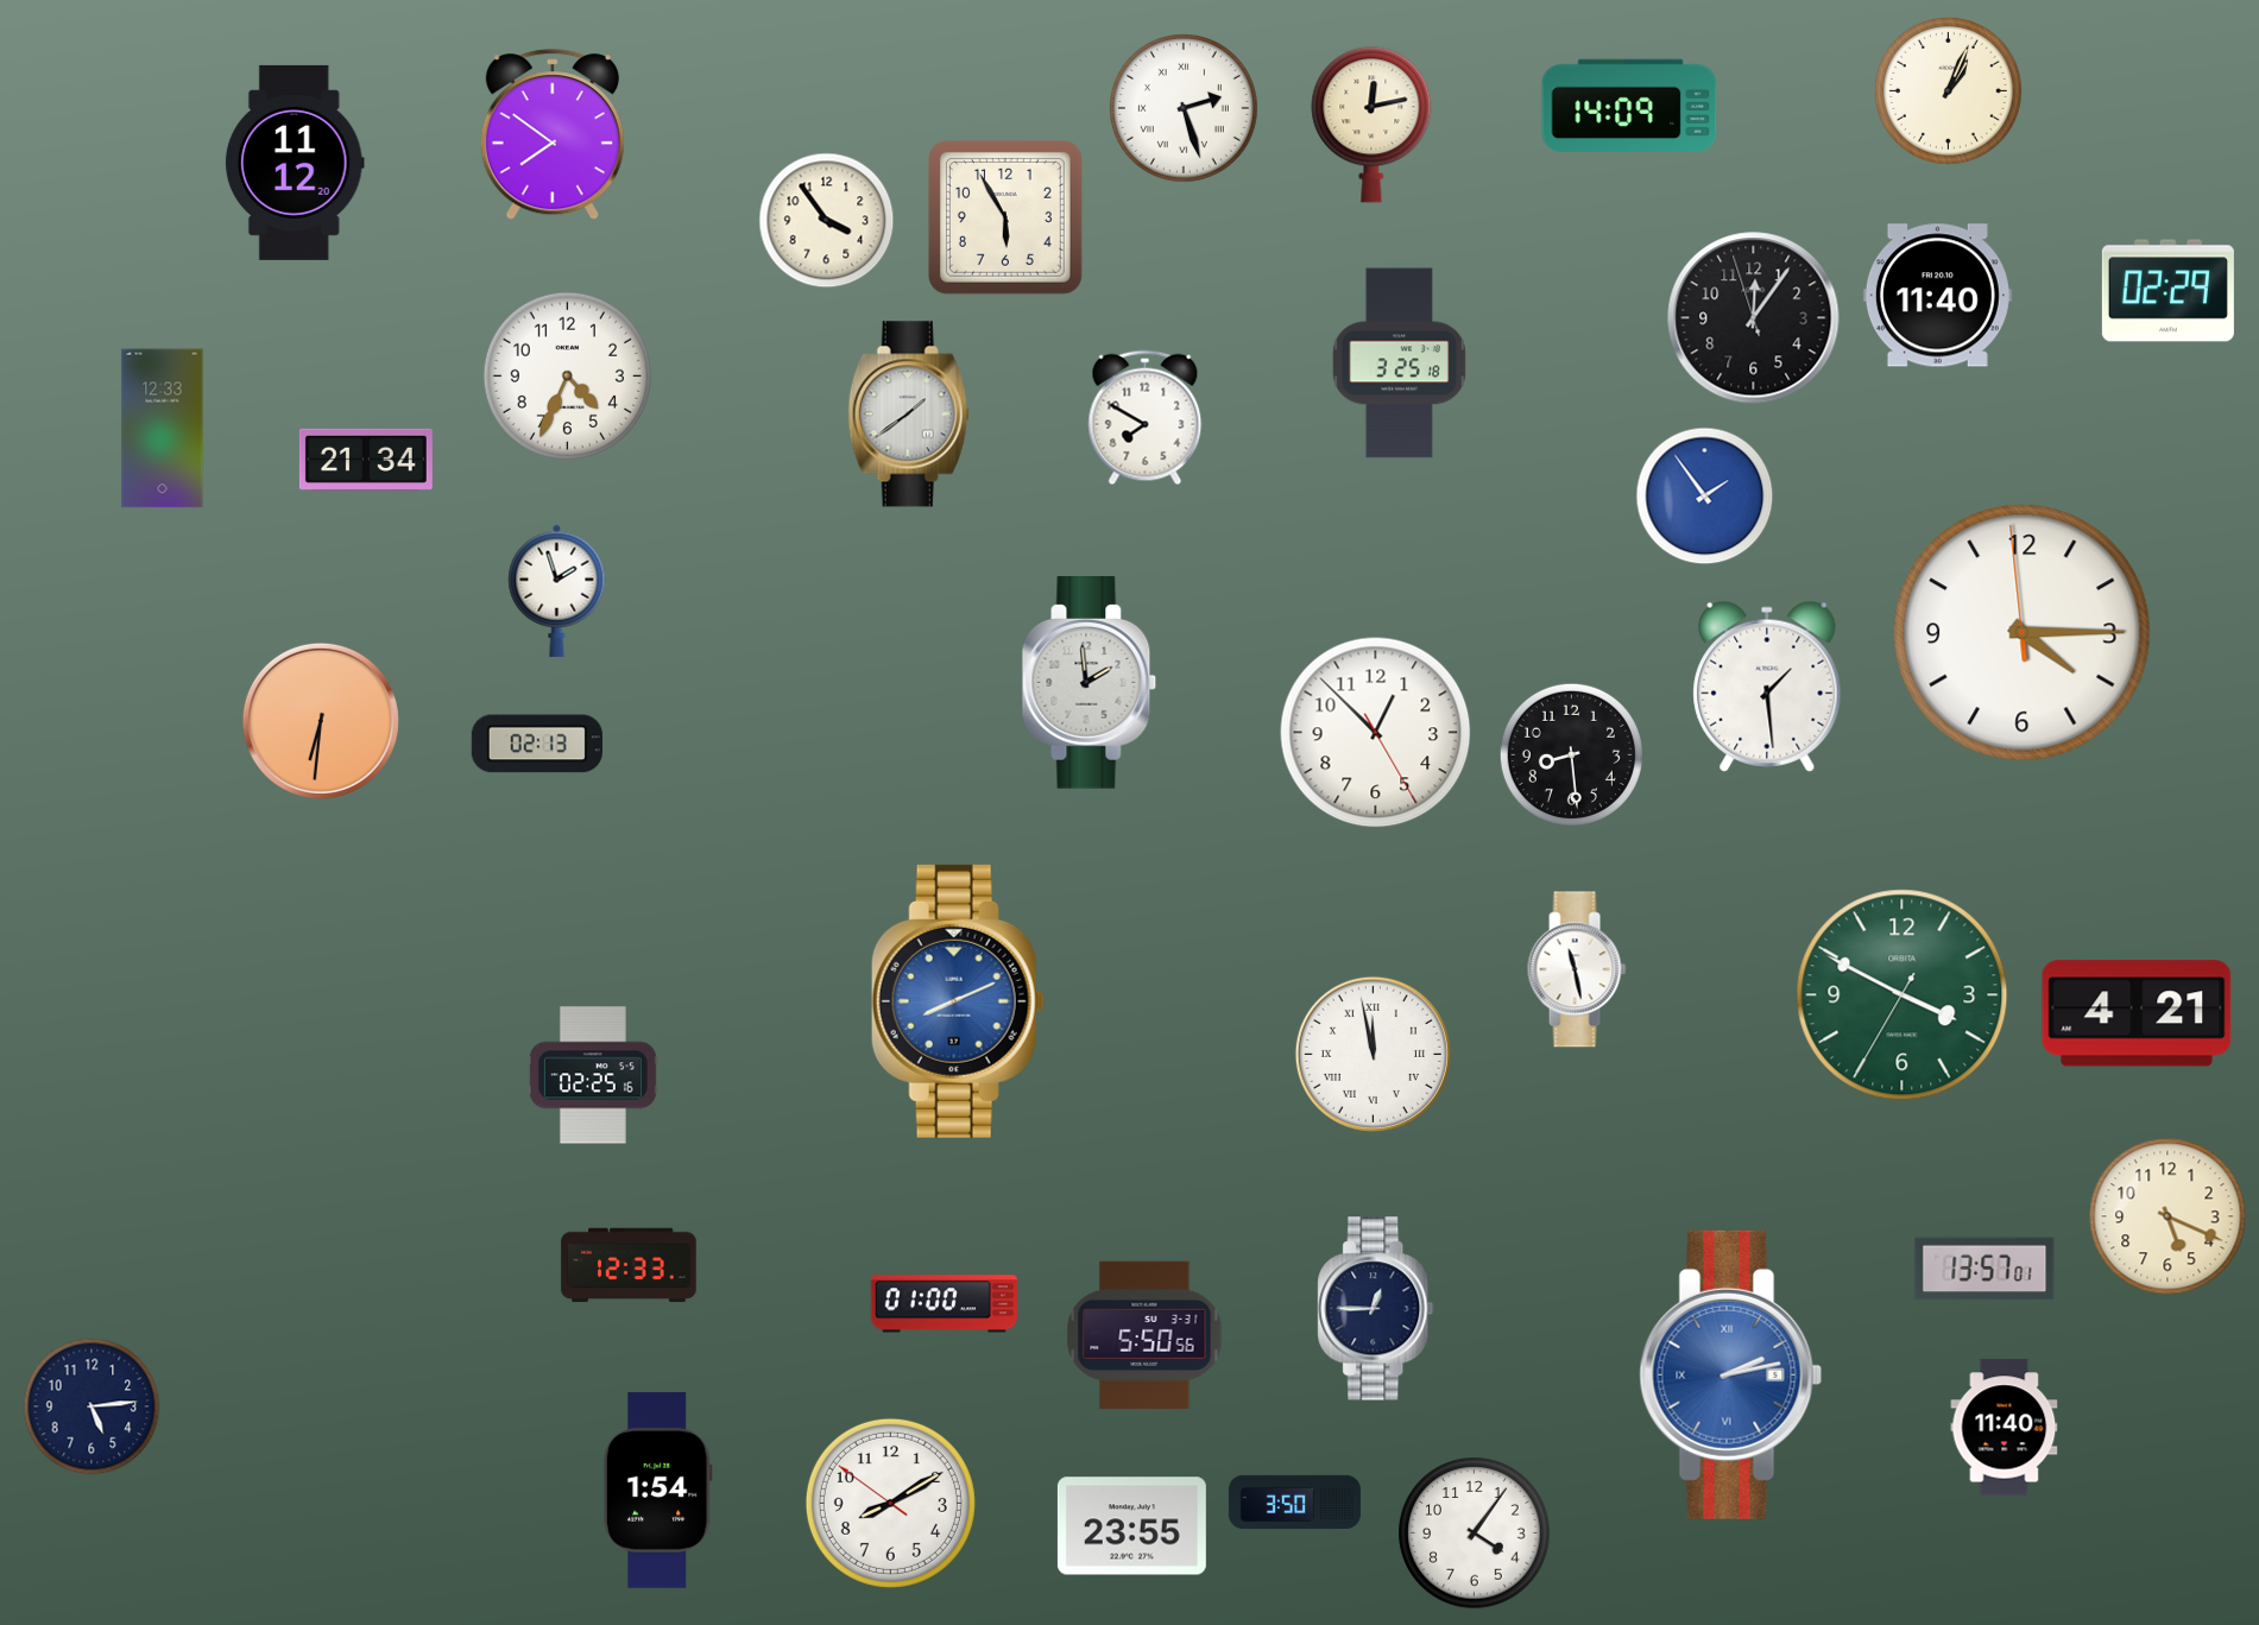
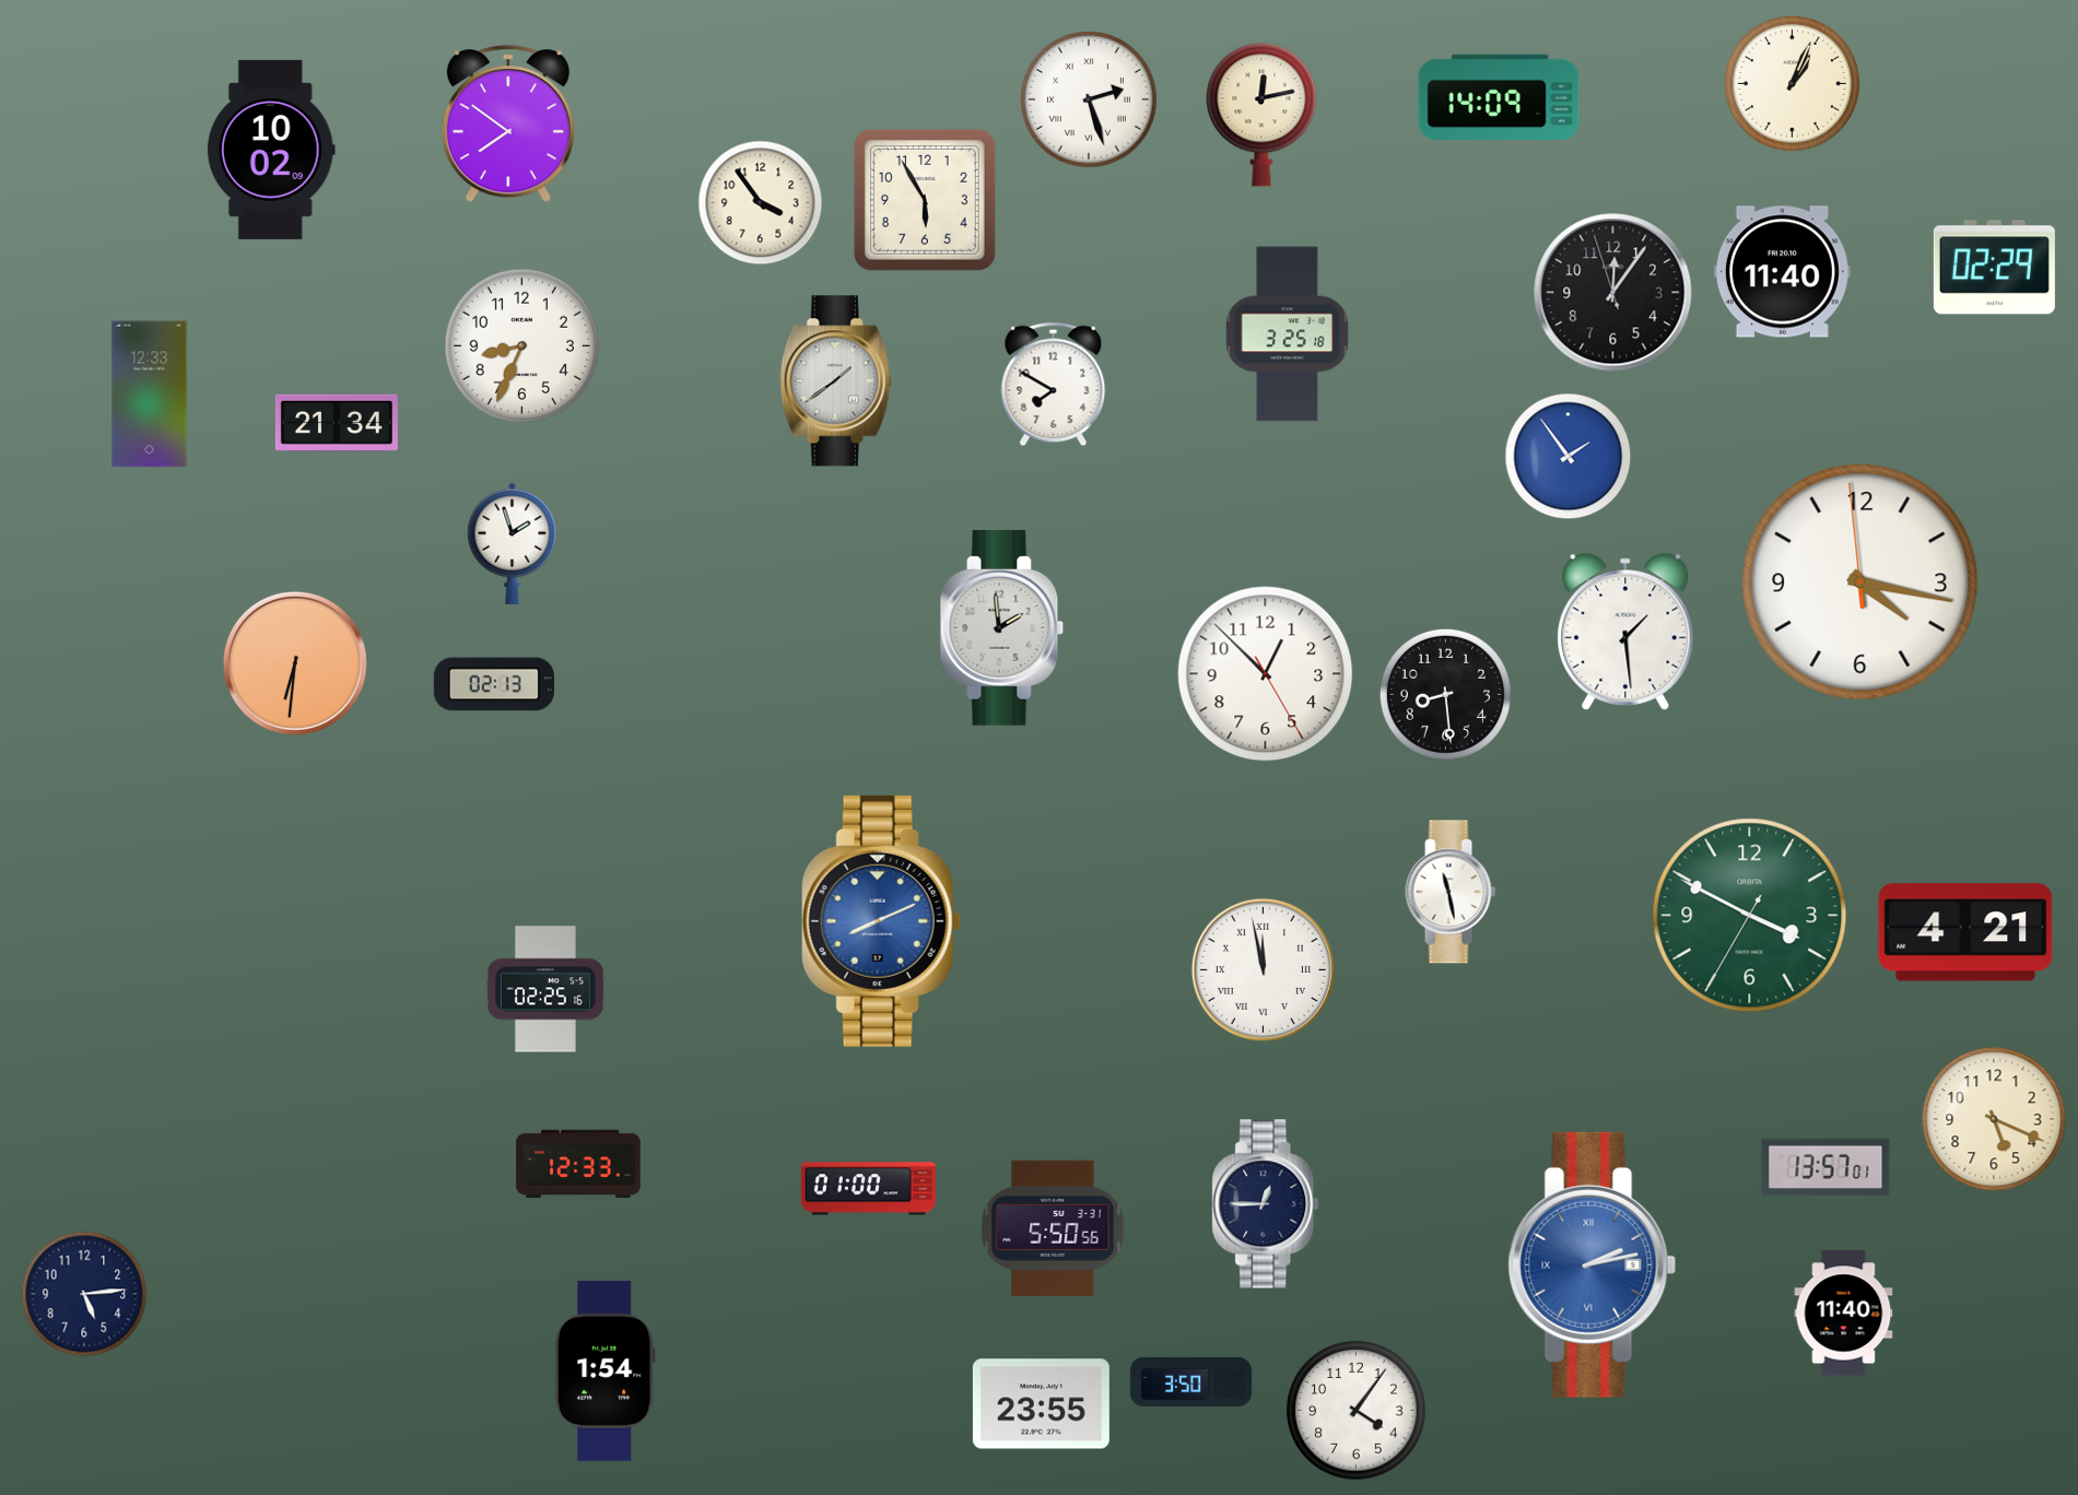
clock at (295, 163): 11:12 -> 10:02
clock at (567, 375): 4:34 -> 8:34
clock at (2023, 633): 4:14 -> 4:16
clock at (944, 1304) position: (944, 1304) -> (868, 1189)
clock at (890, 1503): 8:09 -> none
